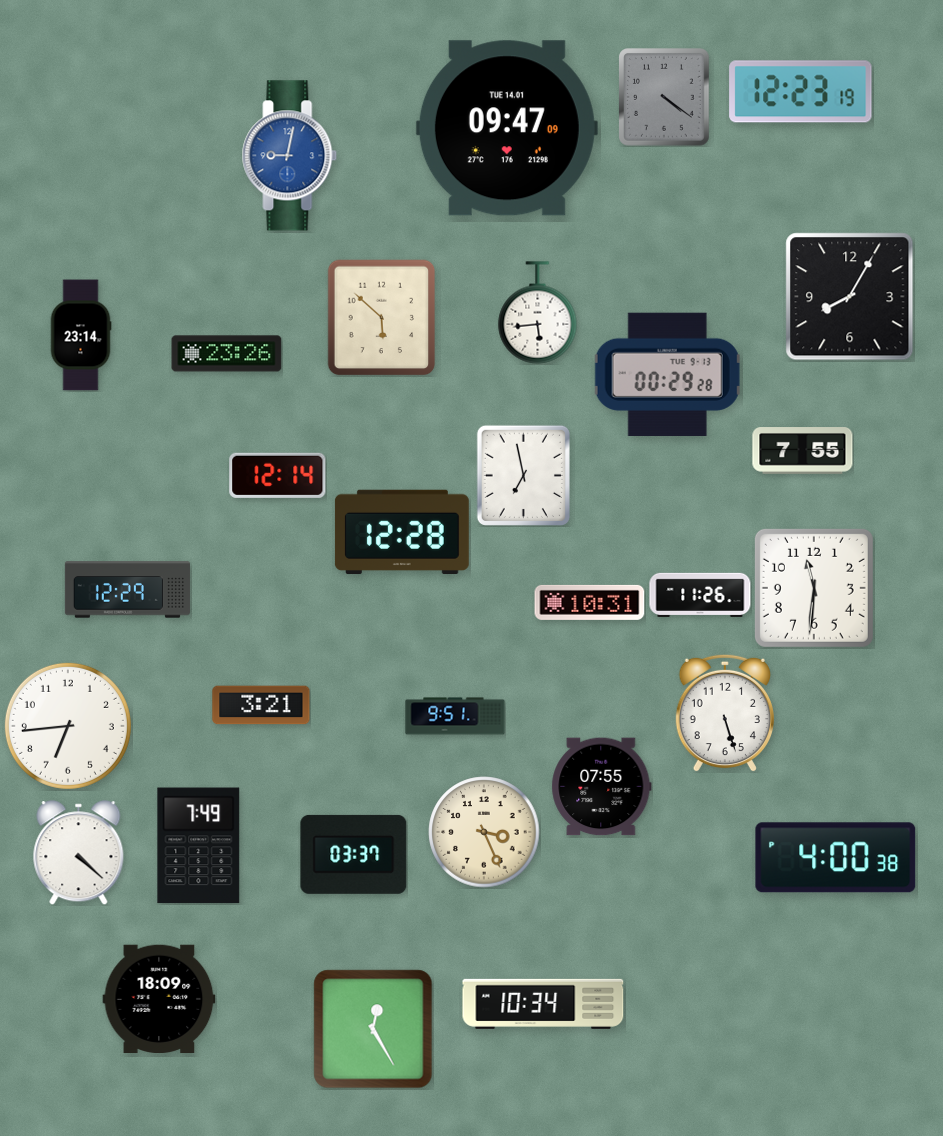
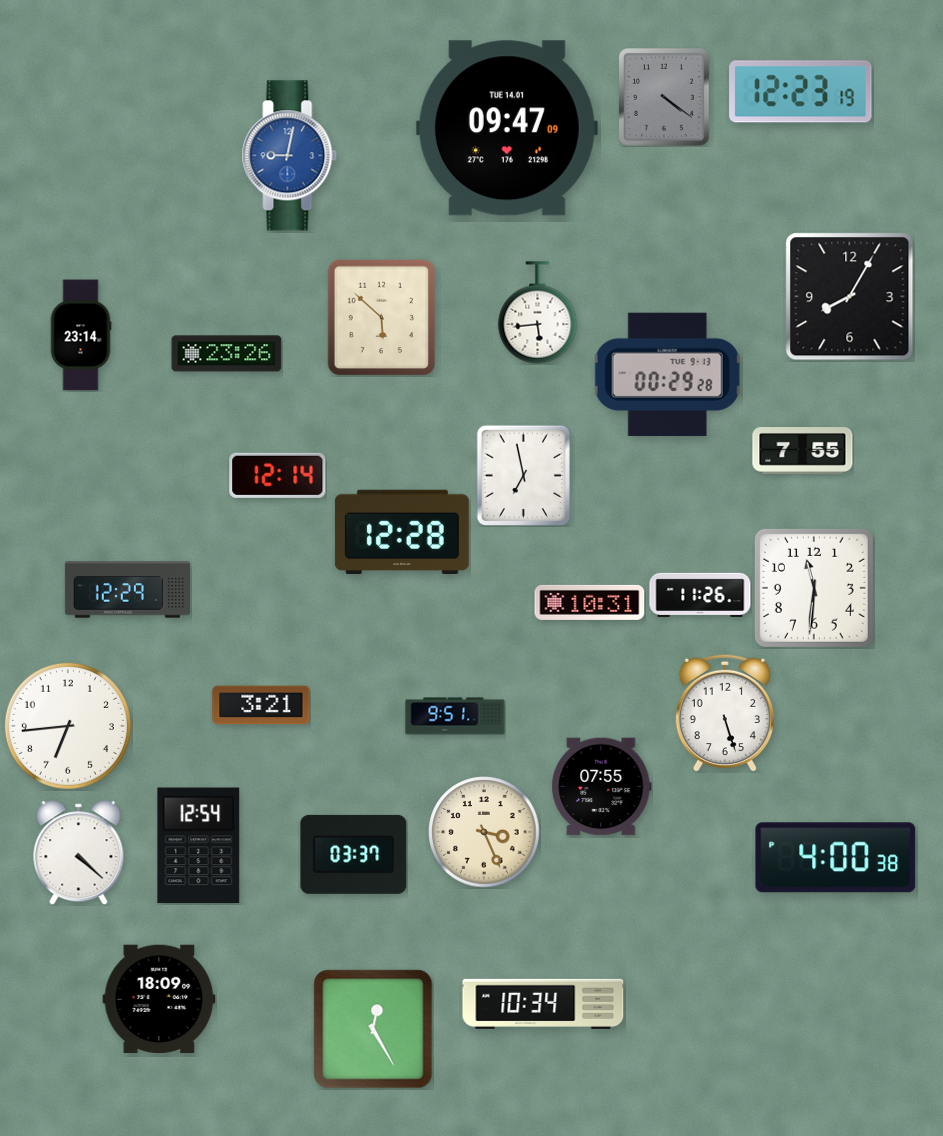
clock at (199, 846): 7:49 -> 12:54
